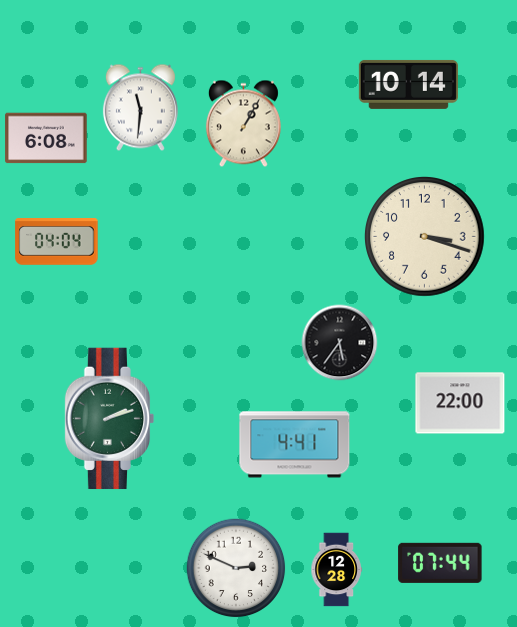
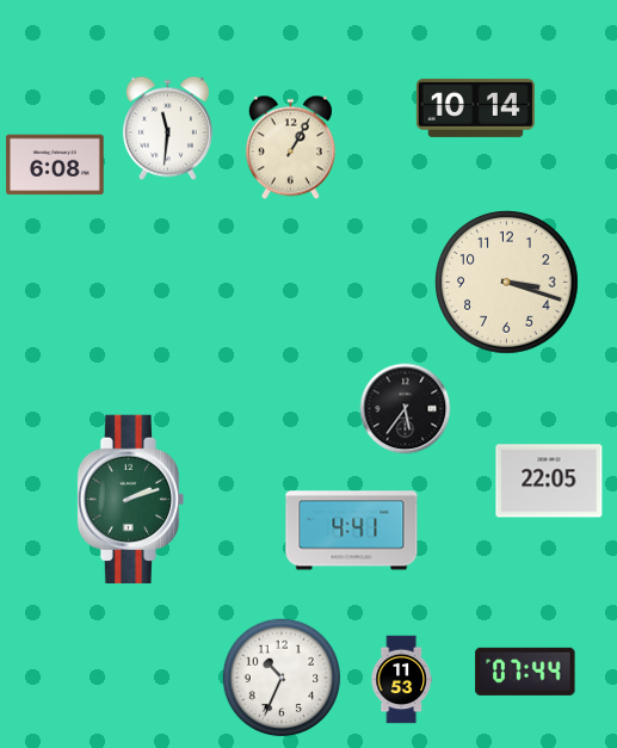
clock at (408, 84) position: (408, 84) -> (475, 107)
clock at (57, 242): 04:04 -> none
clock at (460, 403): 22:00 -> 22:05
clock at (236, 568): 2:49 -> 10:34
clock at (336, 570): 12:28 -> 11:53
